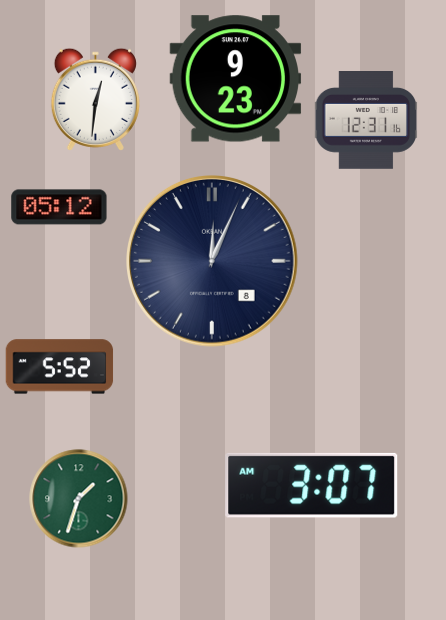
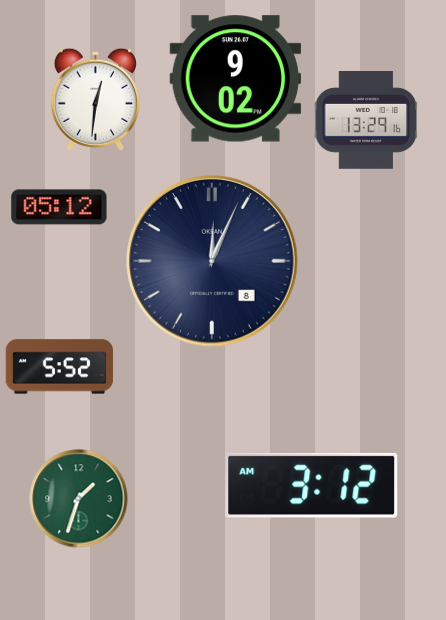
clock at (236, 79): 9:23 -> 9:02
clock at (366, 121): 12:31 -> 13:29
clock at (312, 485): 3:07 -> 3:12
